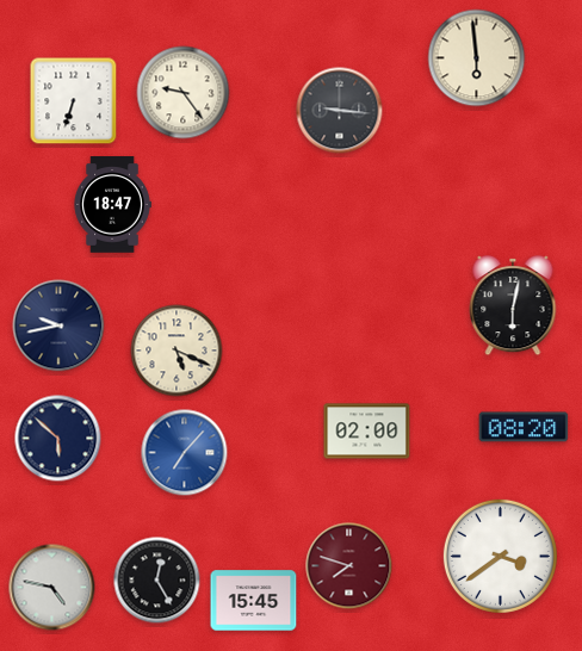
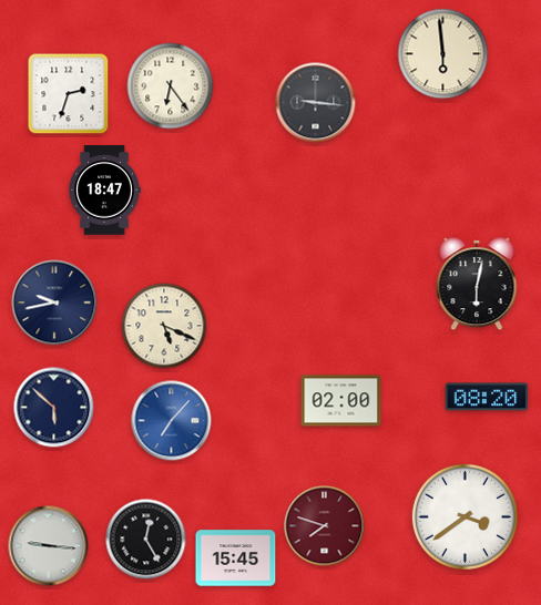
clock at (184, 93): 9:24 -> 6:24
clock at (74, 101): 6:33 -> 2:33
clock at (52, 588): 4:47 -> 9:16
